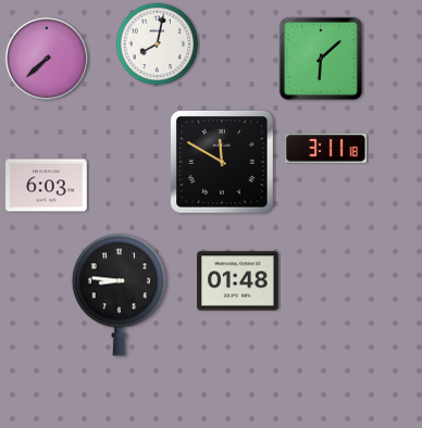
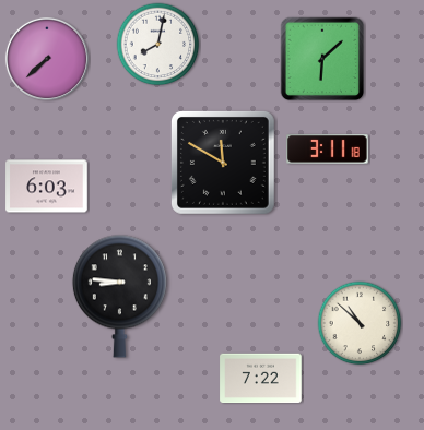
clock at (238, 281): 01:48 -> none
clock at (360, 323): none -> 10:52
clock at (261, 379): none -> 7:22
